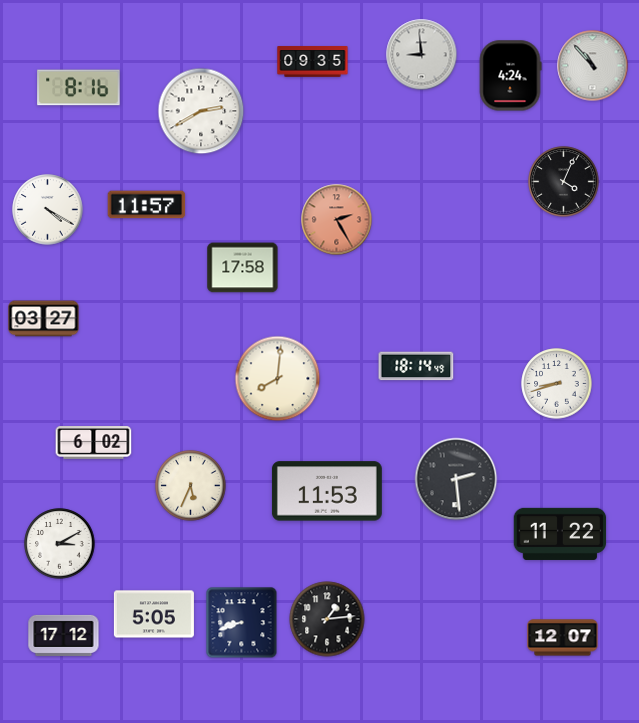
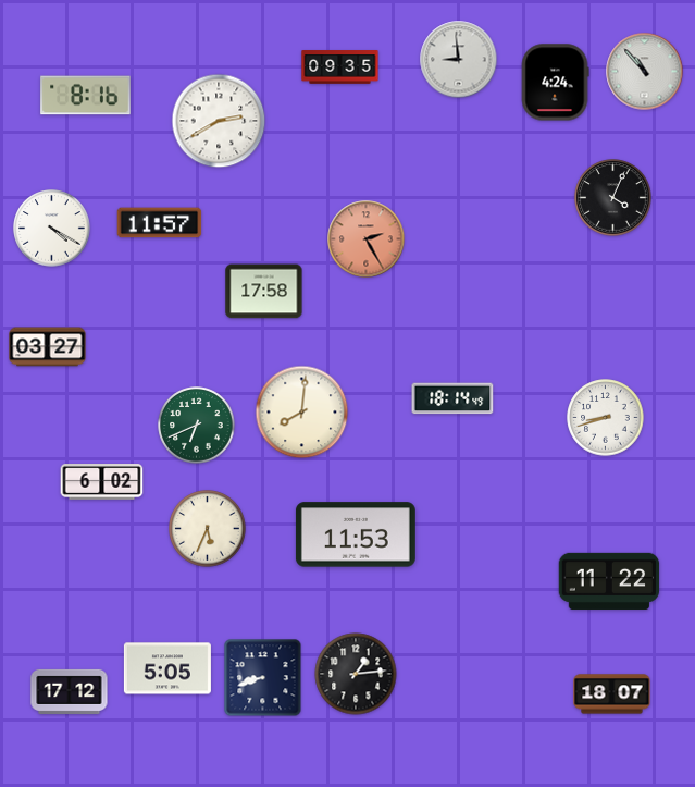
clock at (197, 426): none -> 6:41
clock at (456, 479): 2:29 -> none
clock at (60, 544): 3:10 -> none
clock at (563, 638): 12:07 -> 18:07
